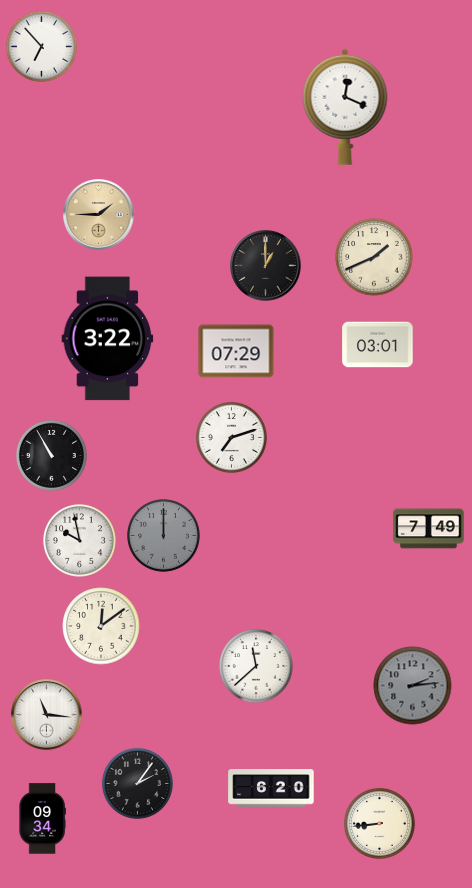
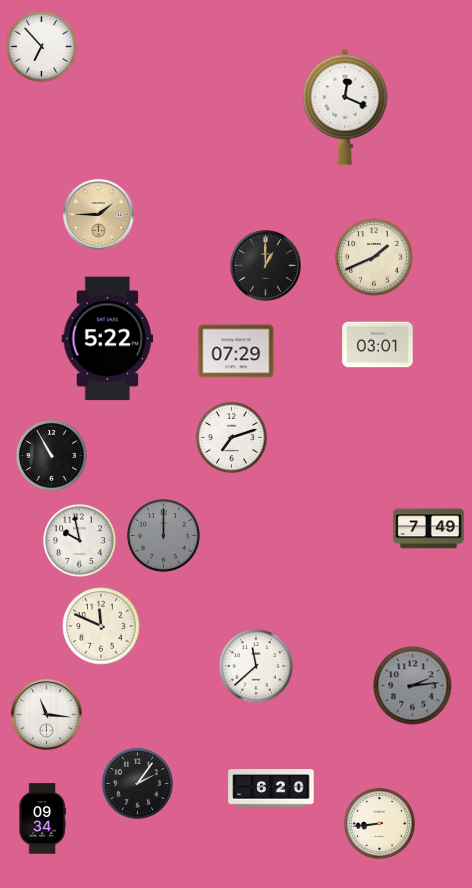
clock at (108, 339): 3:22 -> 5:22
clock at (101, 626): 12:09 -> 11:49
